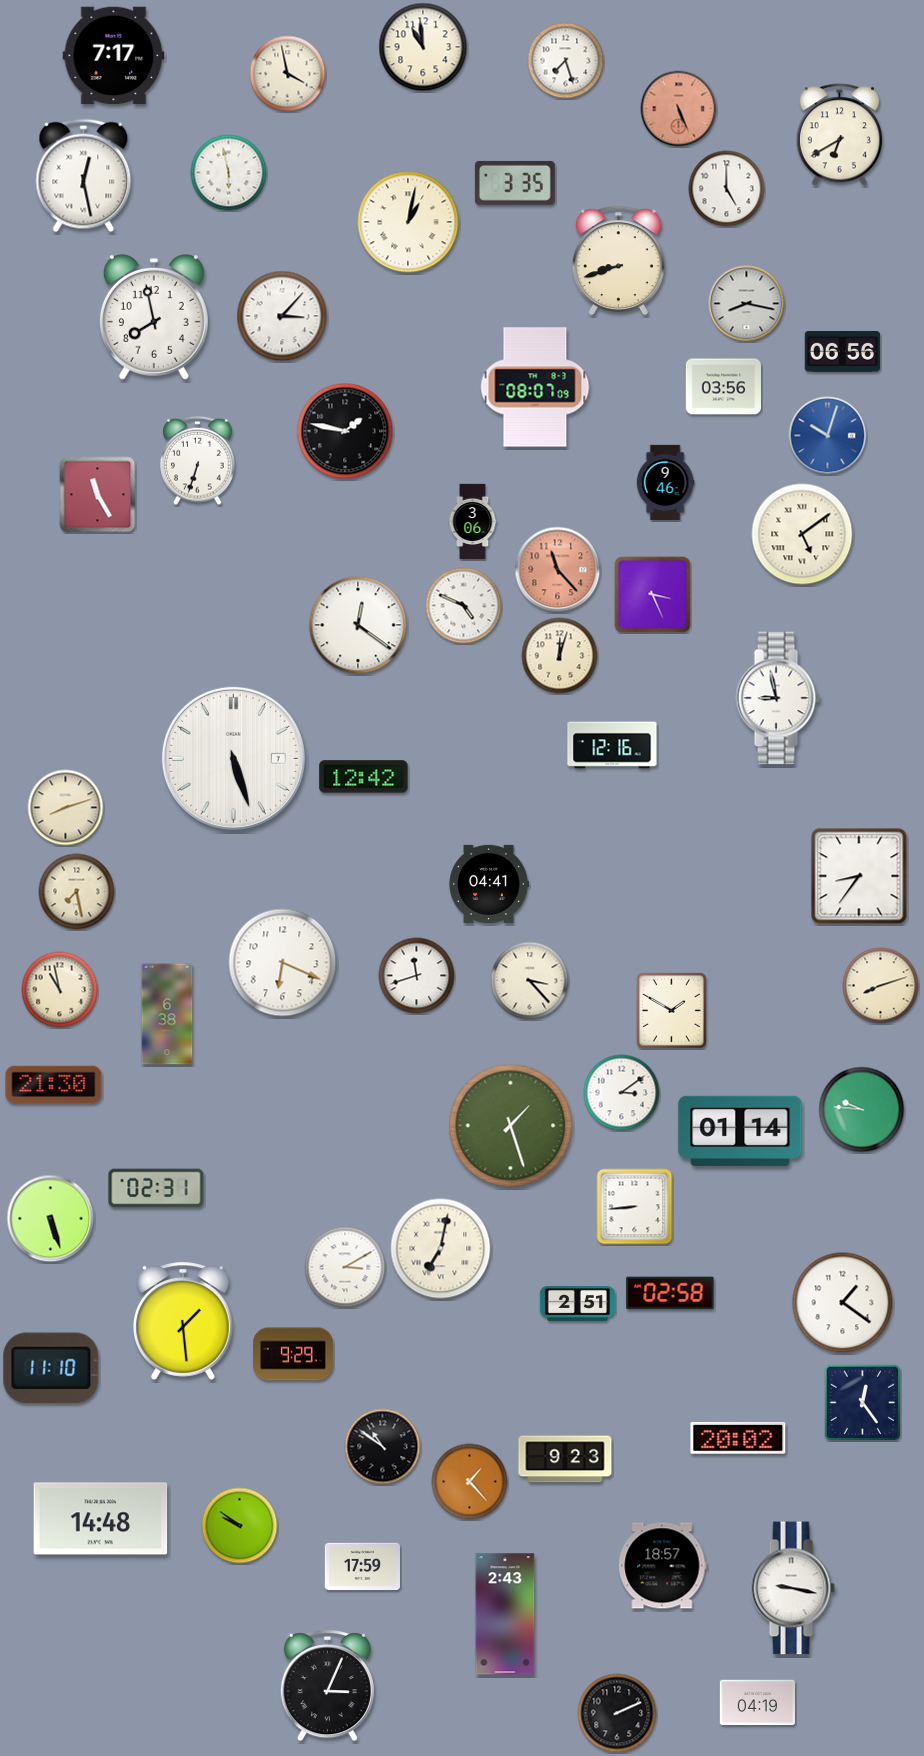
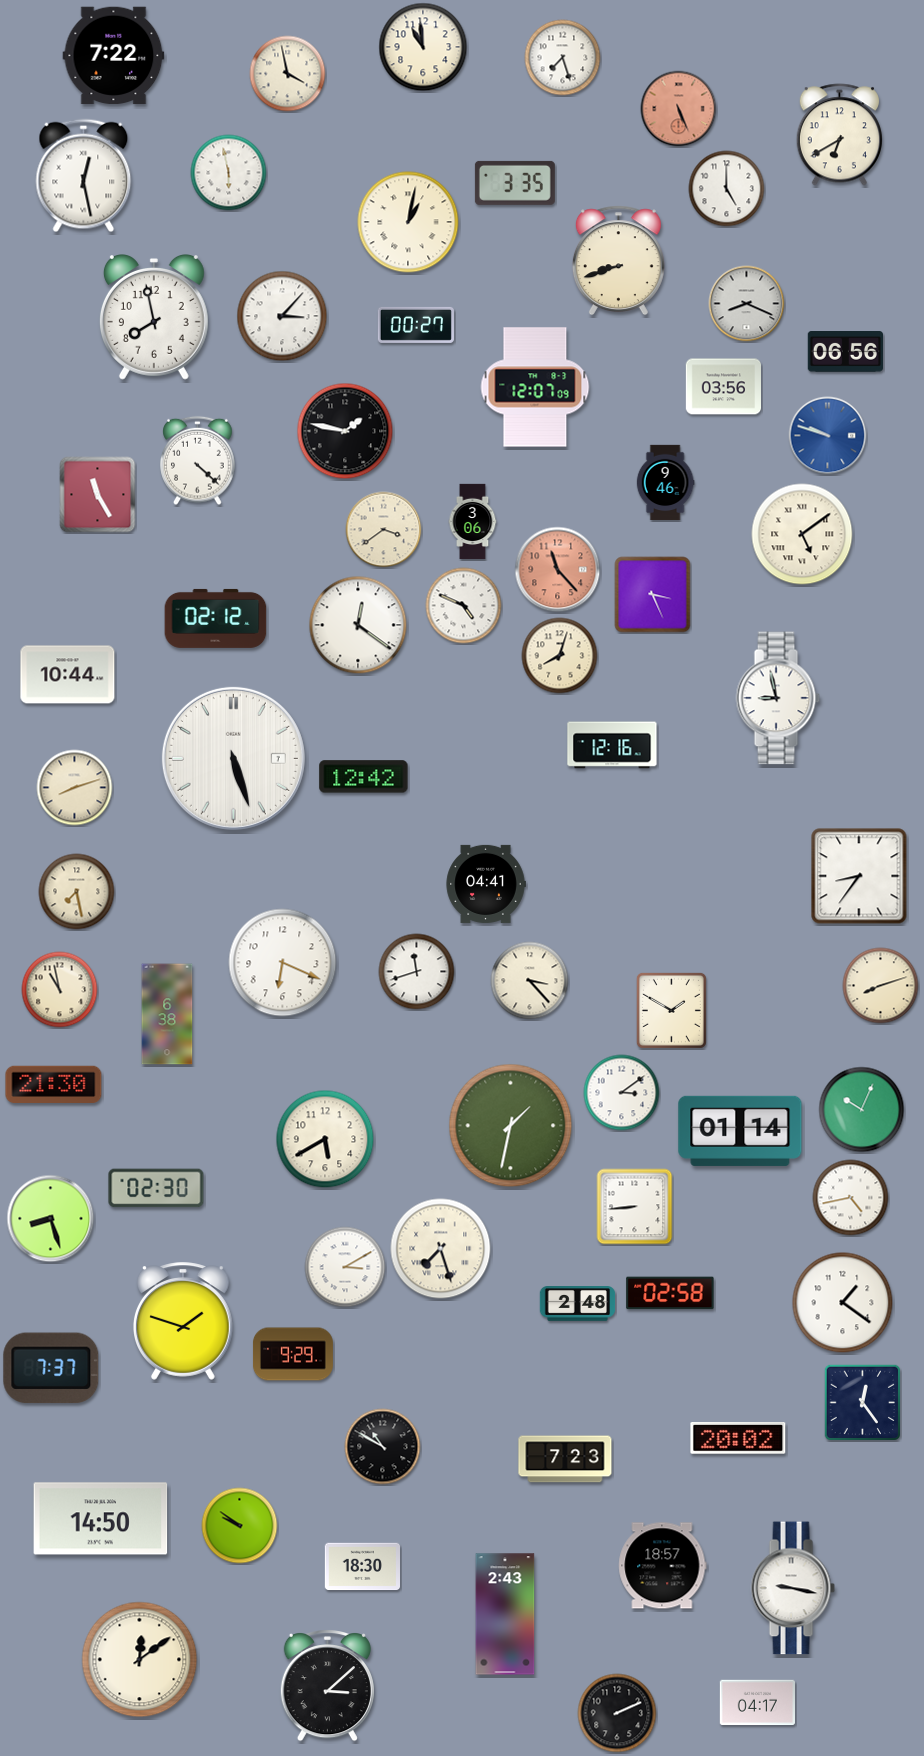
clock at (114, 56): 7:17 -> 7:22
clock at (566, 61) position: (566, 61) -> (563, 58)
clock at (747, 304): 8:17 -> 8:19
clock at (416, 325): none -> 00:27
clock at (842, 352) position: (842, 352) -> (845, 352)
clock at (535, 387): 08:07 -> 12:07
clock at (828, 436): 10:03 -> 9:48
clock at (198, 461): 6:33 -> 4:22
clock at (384, 530): none -> 3:39
clock at (216, 618): none -> 02:12
clock at (560, 656): 12:03 -> 8:03
clock at (68, 675): none -> 10:44
clock at (66, 808) position: (66, 808) -> (75, 788)
clock at (489, 884) position: (489, 884) -> (486, 884)
clock at (417, 976) position: (417, 976) -> (417, 972)
clock at (862, 1110): 9:46 -> 10:04
clock at (511, 1126): 1:27 -> 1:32
clock at (325, 1139): none -> 5:40
clock at (156, 1188): 02:31 -> 02:30
clock at (851, 1198): none -> 4:43
clock at (51, 1219): 5:27 -> 8:27
clock at (441, 1249): 7:02 -> 7:27
clock at (578, 1304): 2:51 -> 2:48
clock at (183, 1321): 1:29 -> 1:48
clock at (51, 1368): 11:10 -> 7:37
clock at (383, 1447): 10:51 -> 10:50
clock at (565, 1459): 9:23 -> 7:23
clock at (470, 1482): 1:23 -> none
clock at (101, 1519): 14:48 -> 14:50
clock at (362, 1567): 17:59 -> 18:30
clock at (140, 1660): none -> 12:09
clock at (327, 1686): 3:04 -> 3:08
clock at (757, 1703): 04:19 -> 04:17
